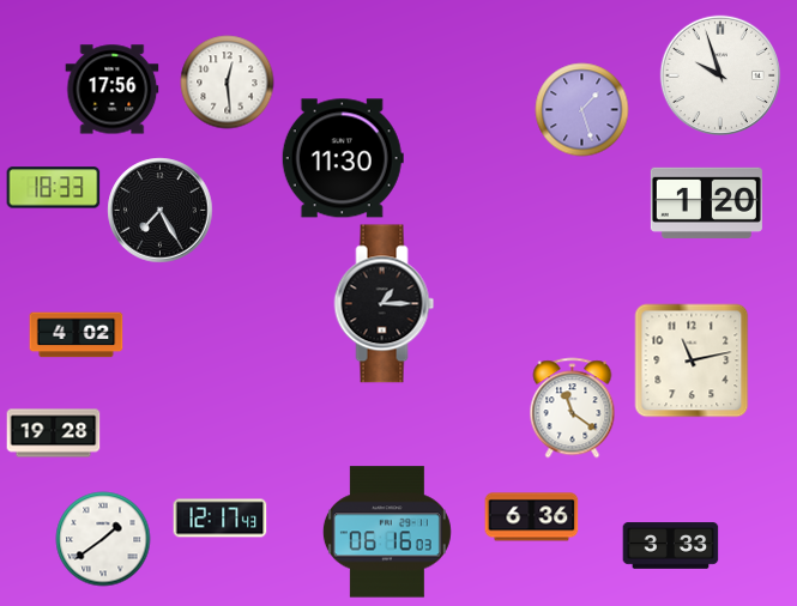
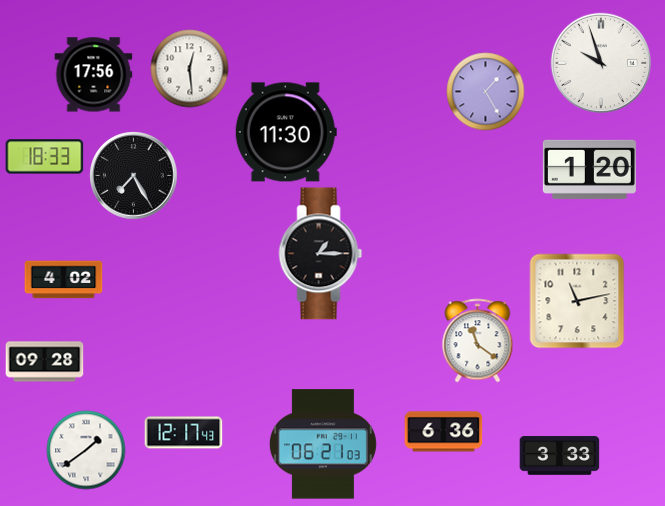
clock at (581, 109): 1:27 -> 1:25
clock at (53, 434): 19:28 -> 09:28
clock at (387, 532): 06:16 -> 06:21
